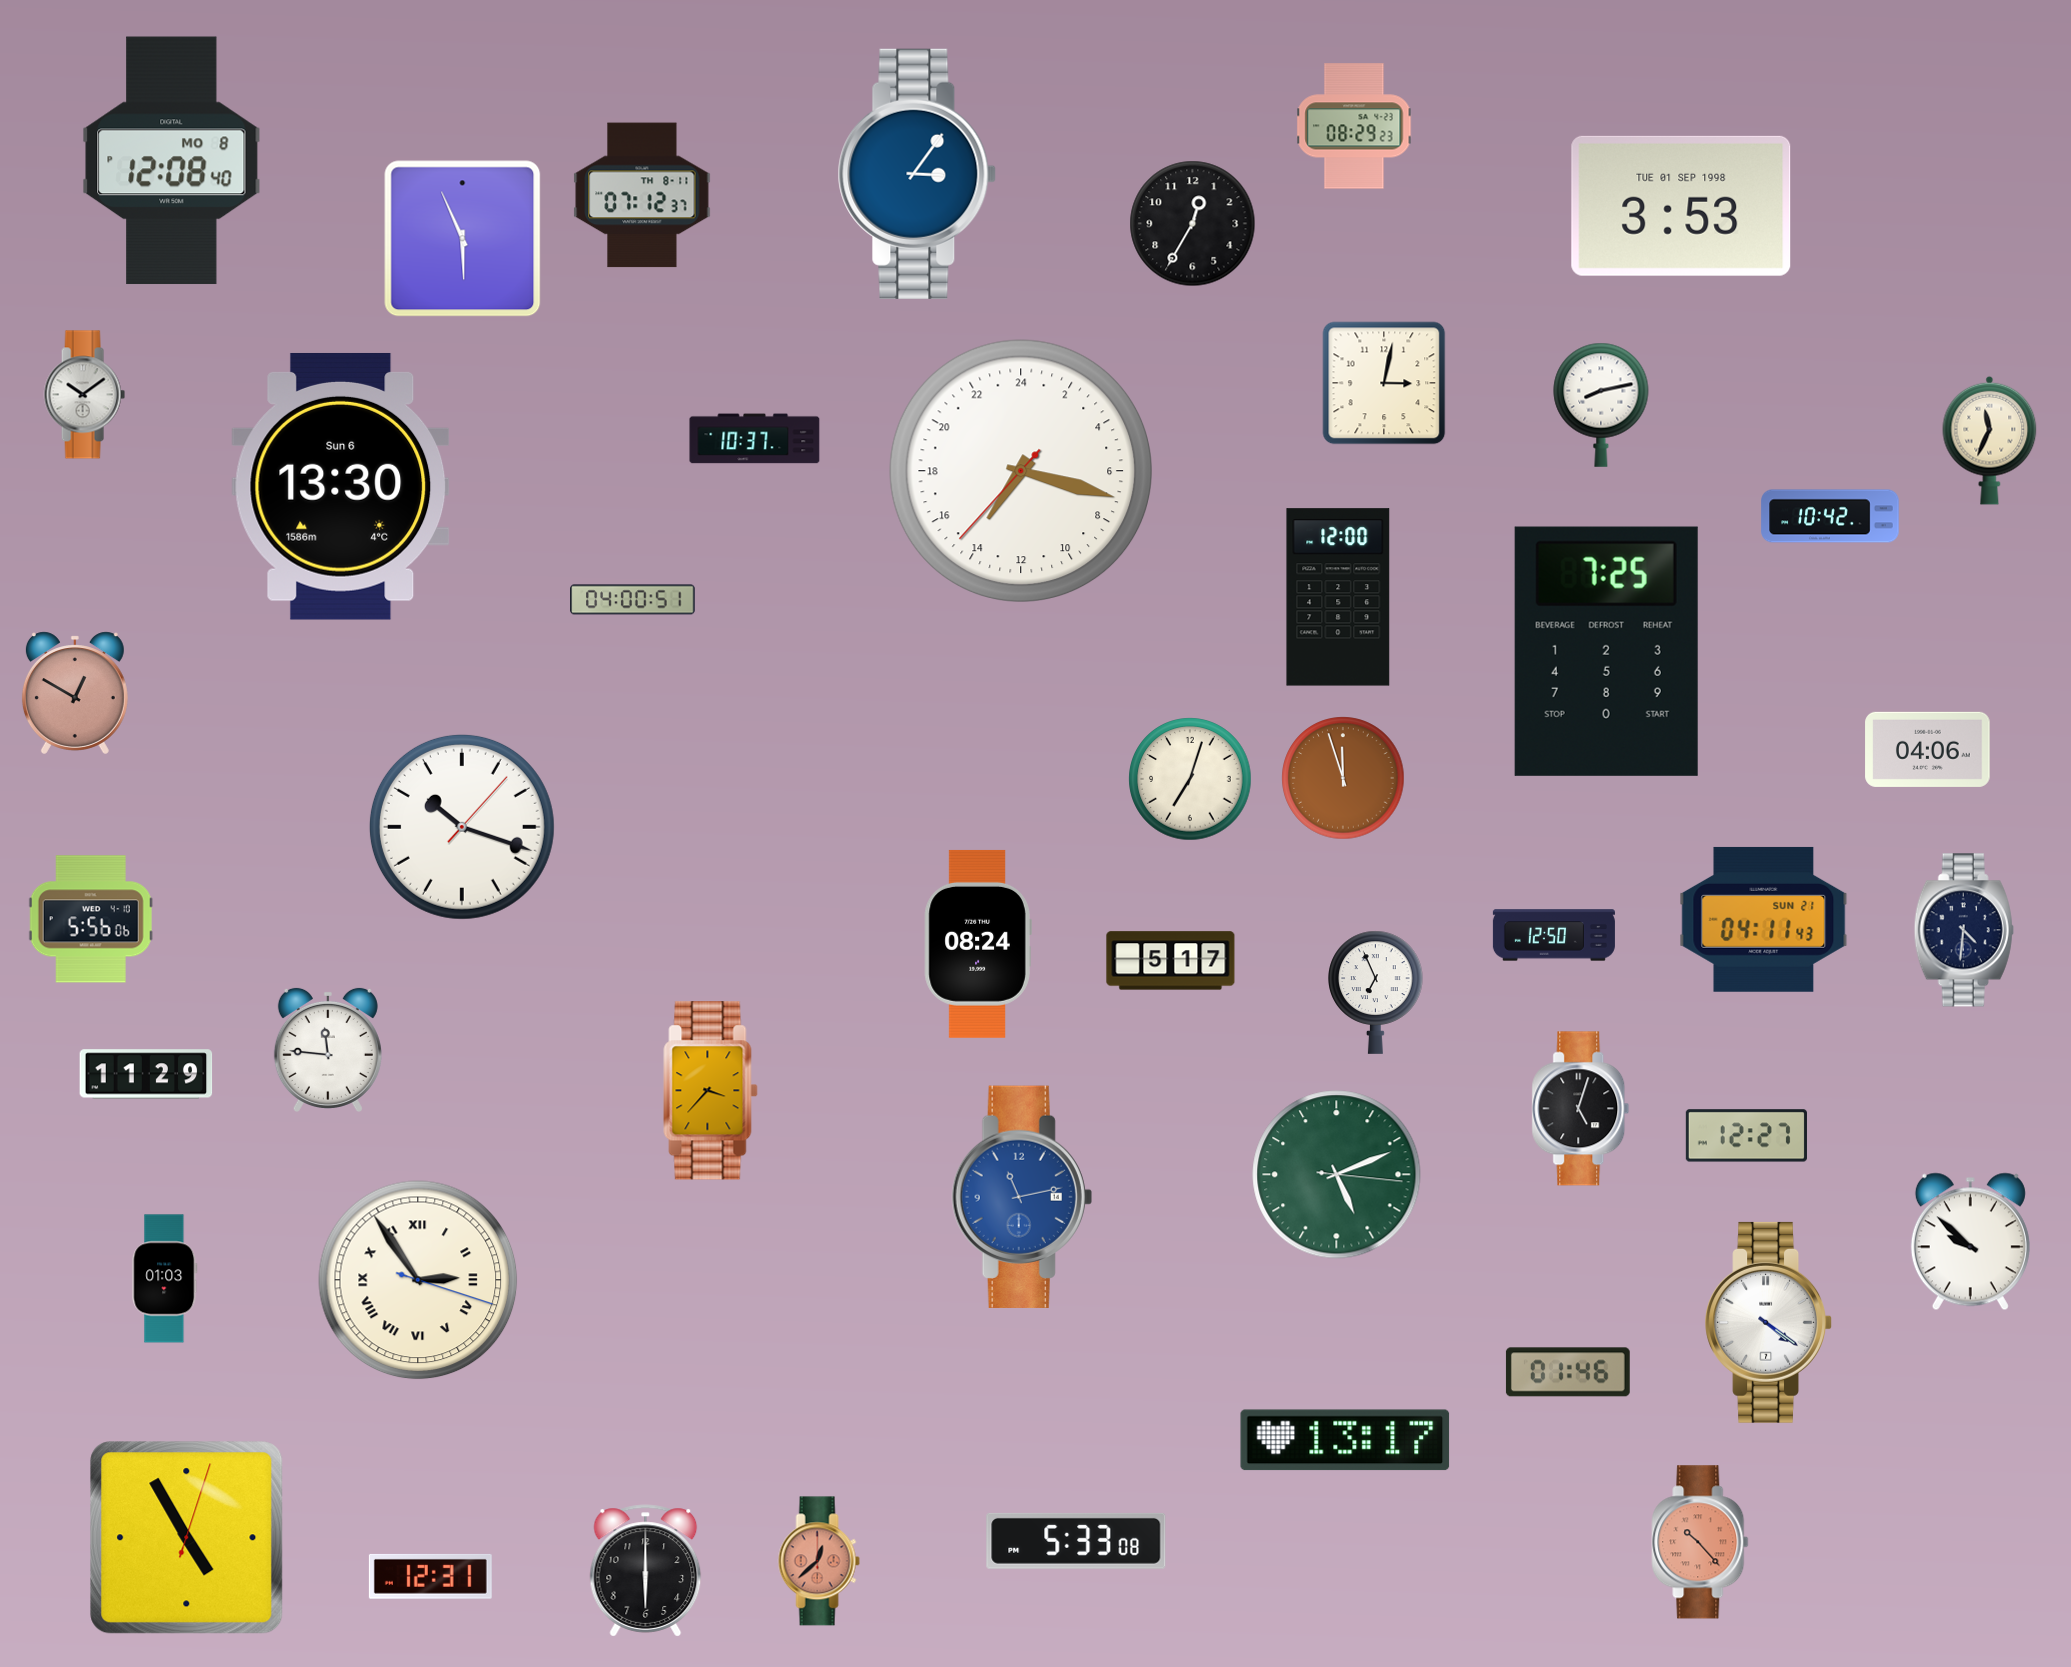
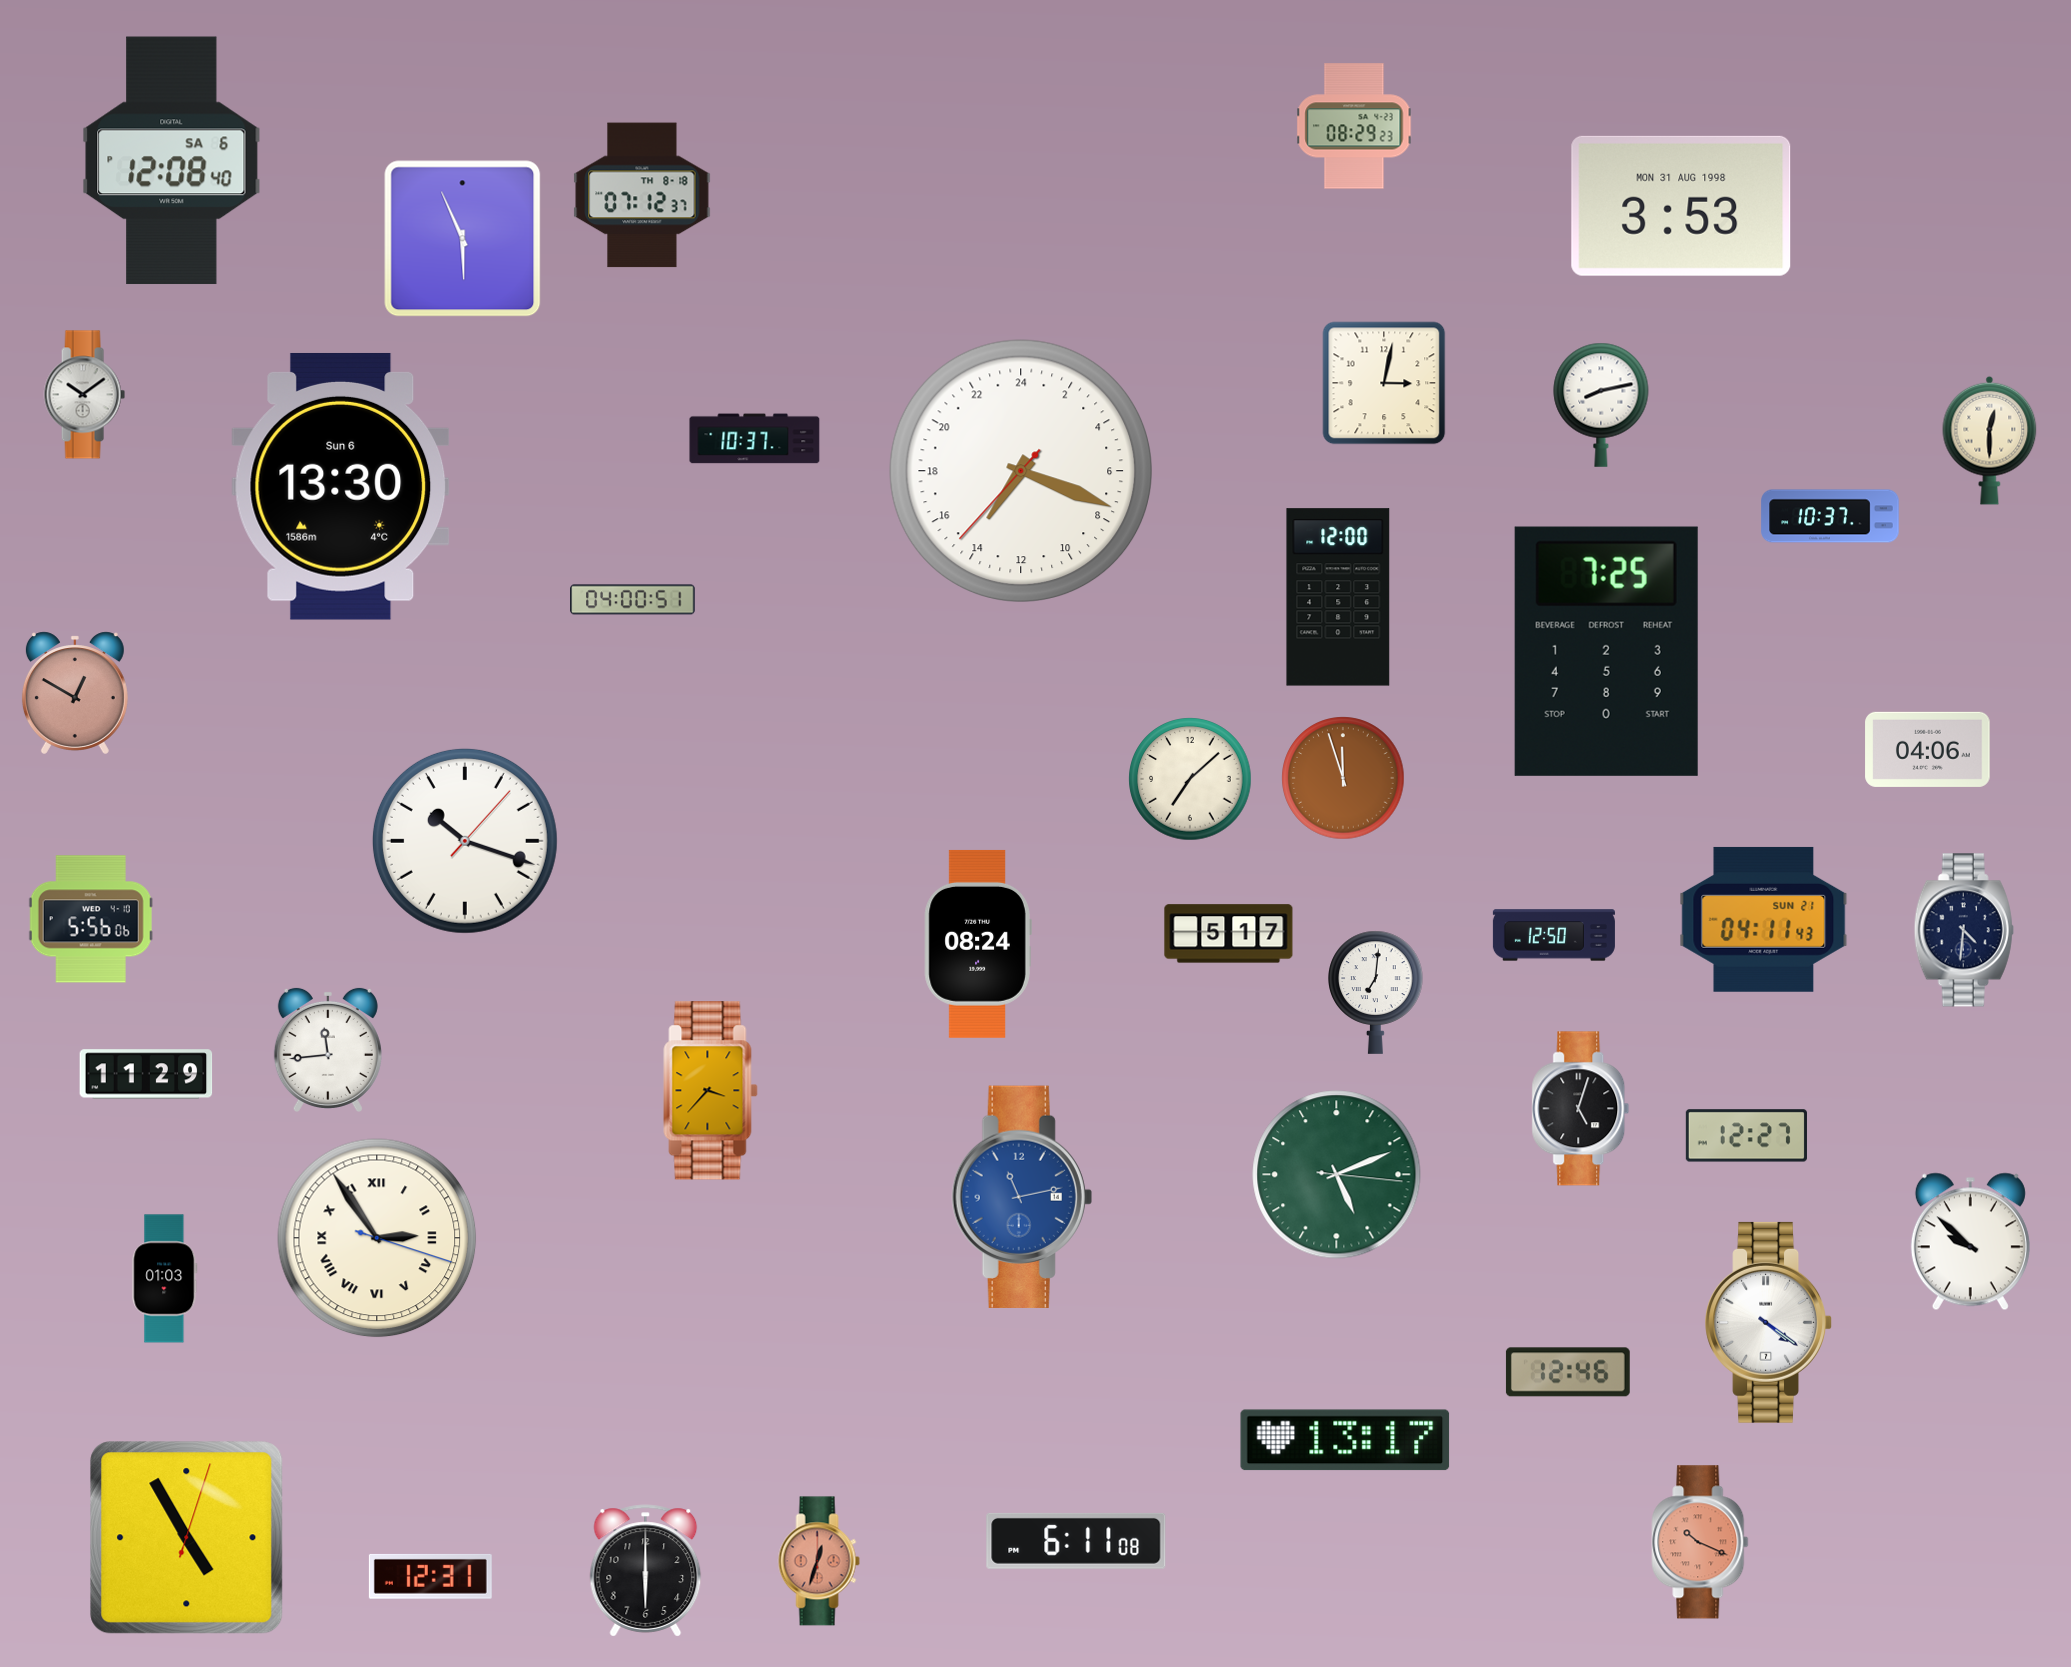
clock at (172, 161) date: MO 8 -> SA 6
clock at (917, 174): 3:06 -> none
clock at (642, 195) date: TH 8-11 -> TH 8-18
clock at (1681, 206) date: TUE 01 SEP 1998 -> MON 31 AUG 1998
clock at (1193, 224): 12:35 -> none
clock at (1990, 440): 11:34 -> 12:30
clock at (1020, 470): 14:17 -> 14:18
clock at (1830, 516): 10:42 -> 10:37
clock at (1190, 779): 7:03 -> 7:08
clock at (462, 827) position: (462, 827) -> (465, 841)
clock at (1171, 961) position: (1171, 961) -> (1229, 934)
clock at (1376, 992): 6:56 -> 7:01
clock at (328, 1050): 11:46 -> 11:44
clock at (418, 1280) position: (418, 1280) -> (377, 1238)
clock at (1568, 1372): 01:46 -> 12:46
clock at (1076, 1541): 5:33 -> 6:11
clock at (1700, 1542): 10:23 -> 10:19
clock at (819, 1561): 12:38 -> 12:33
